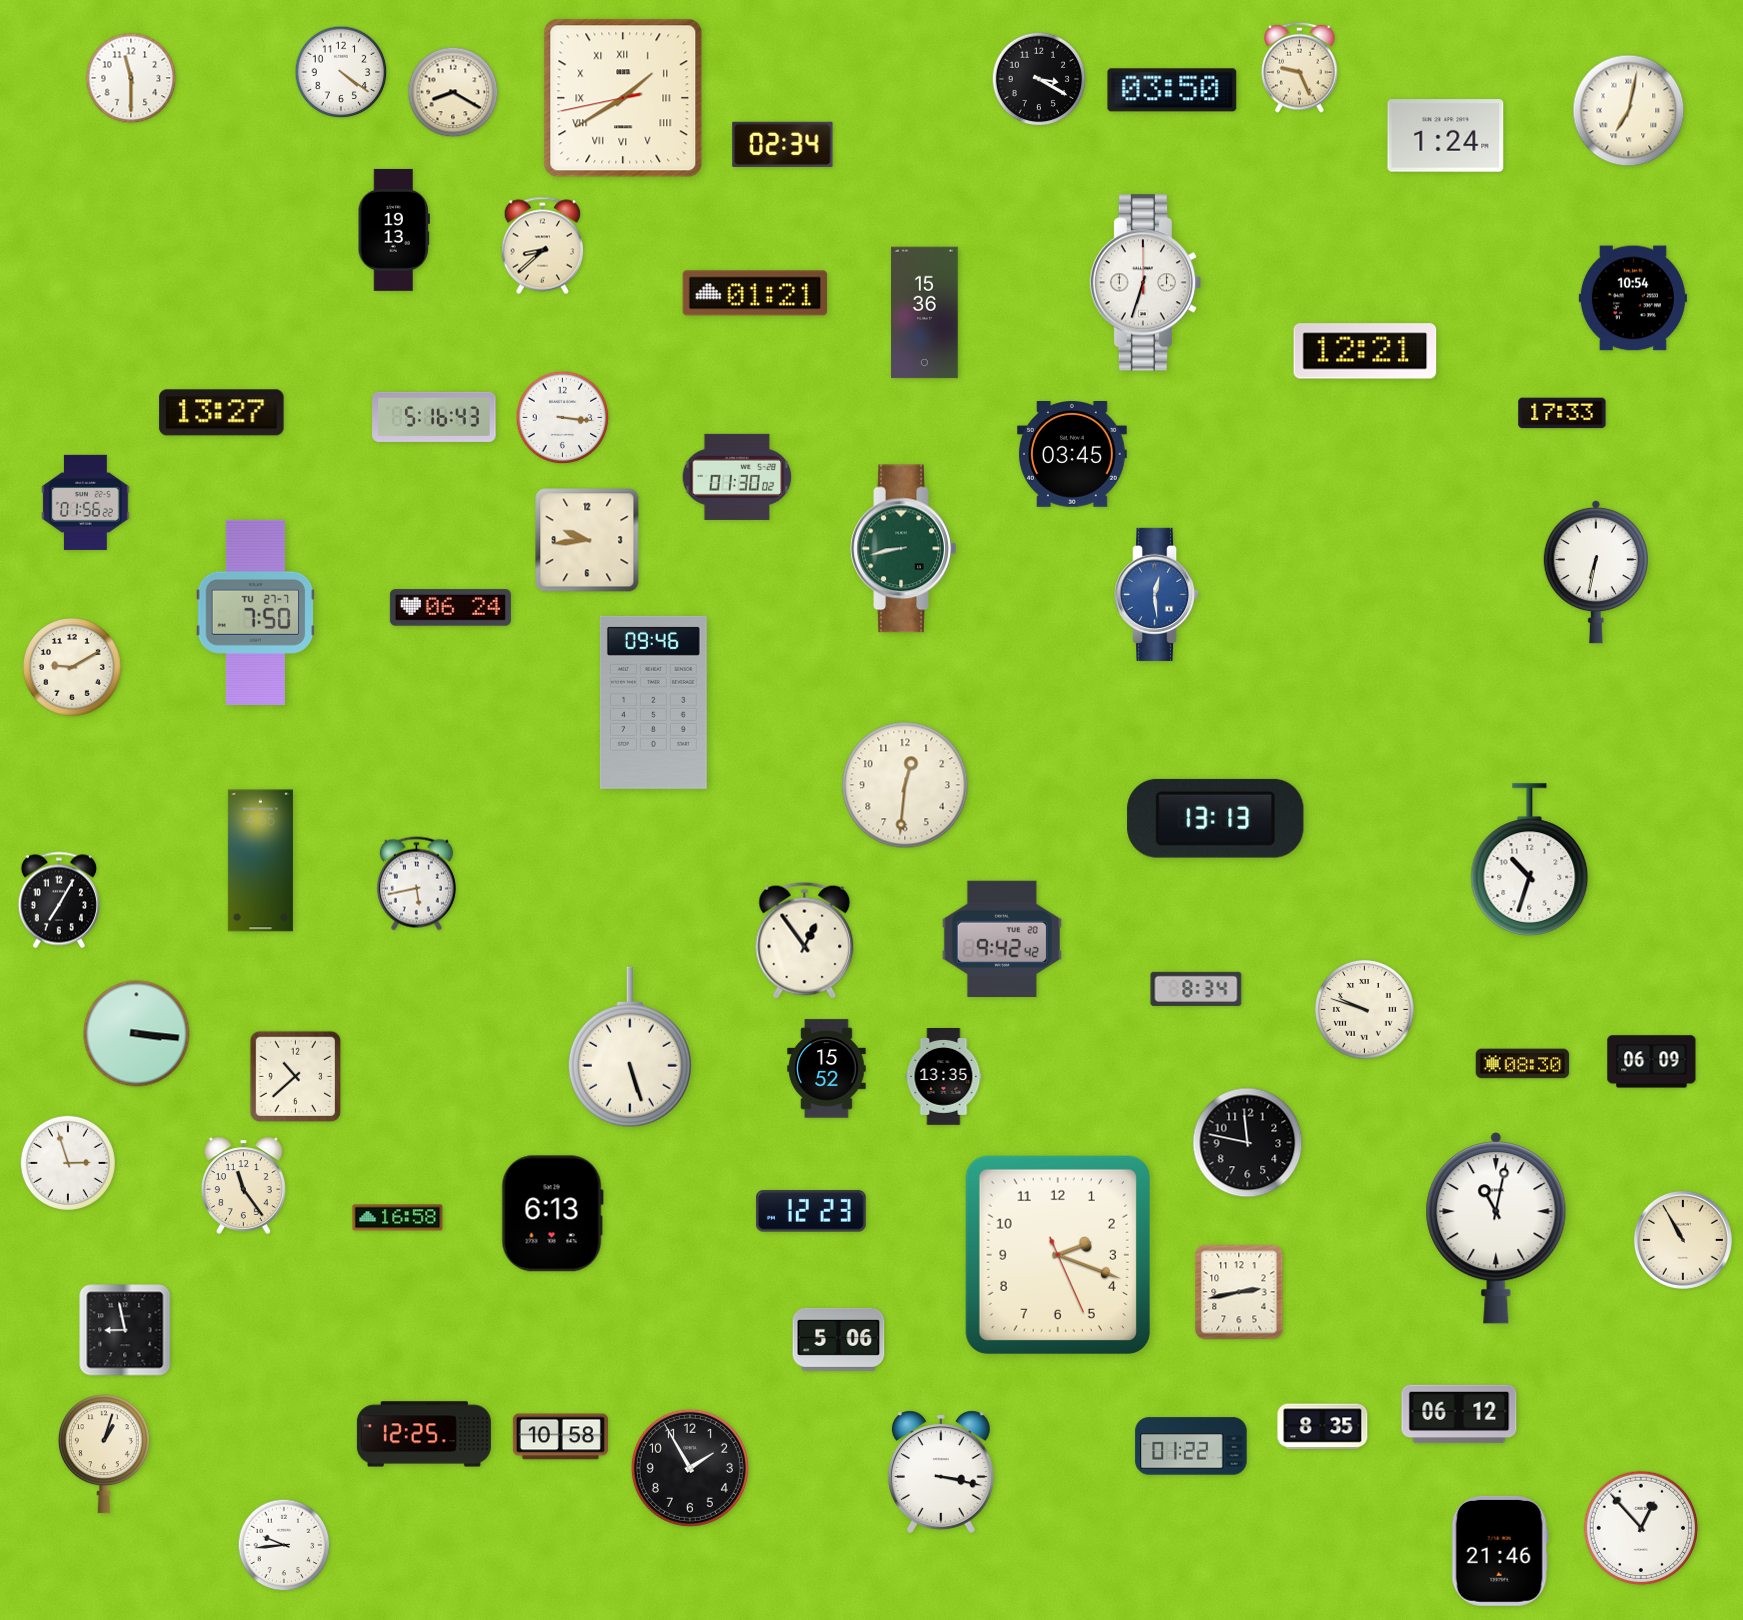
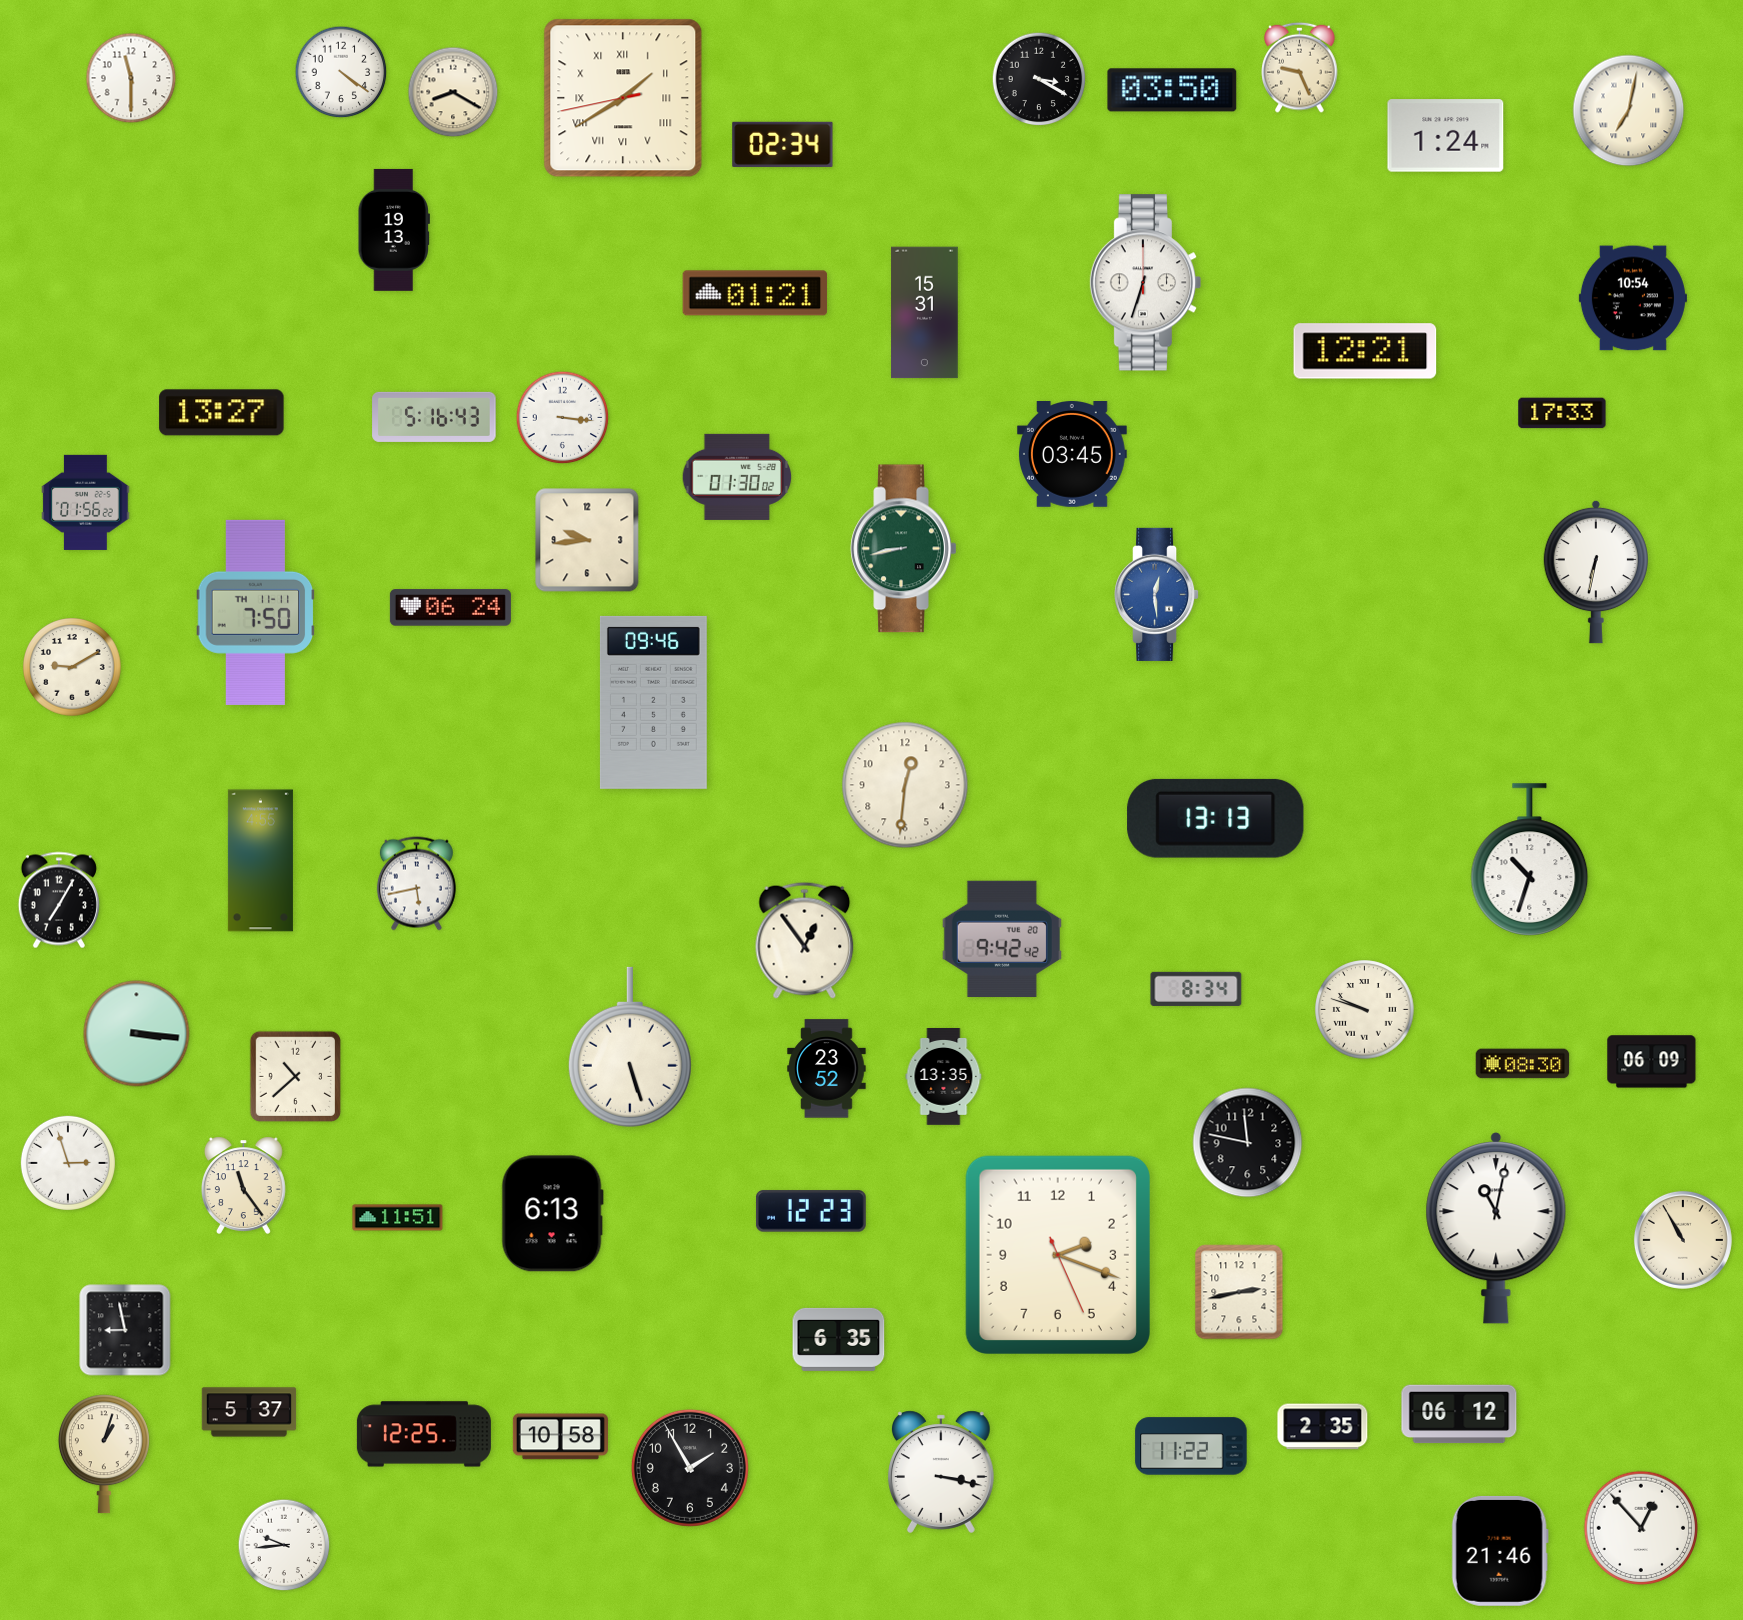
clock at (542, 246): 8:38 -> none
clock at (925, 313): 15:36 -> 15:31
clock at (256, 612) date: TU 27-7 -> TH 11-11
clock at (827, 1069): 15:52 -> 23:52
clock at (398, 1218): 16:58 -> 11:51
clock at (839, 1339): 5:06 -> 6:35
clock at (249, 1412): none -> 5:37
clock at (1323, 1427): 8:35 -> 2:35
clock at (1191, 1446): 01:22 -> 11:22
